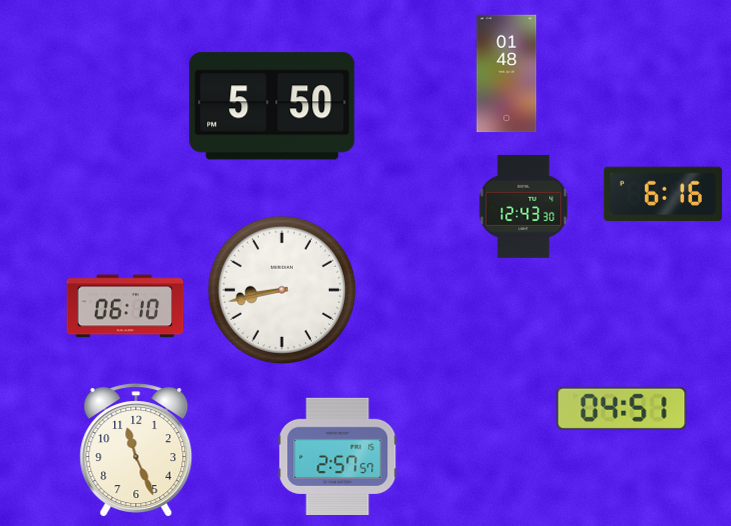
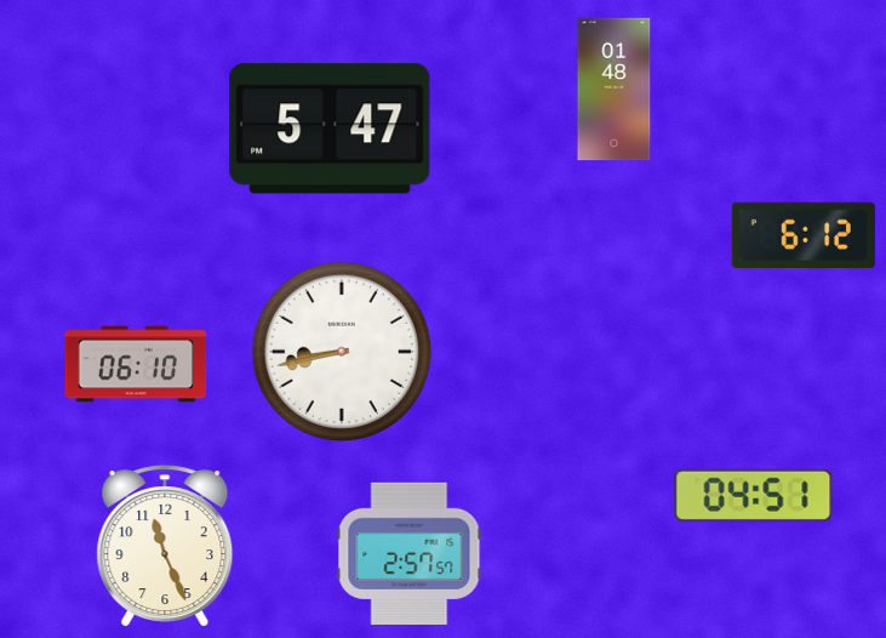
clock at (272, 106): 5:50 -> 5:47
clock at (663, 194): 6:16 -> 6:12
clock at (524, 206): 12:43 -> none
clock at (125, 306) position: (125, 306) -> (136, 364)
